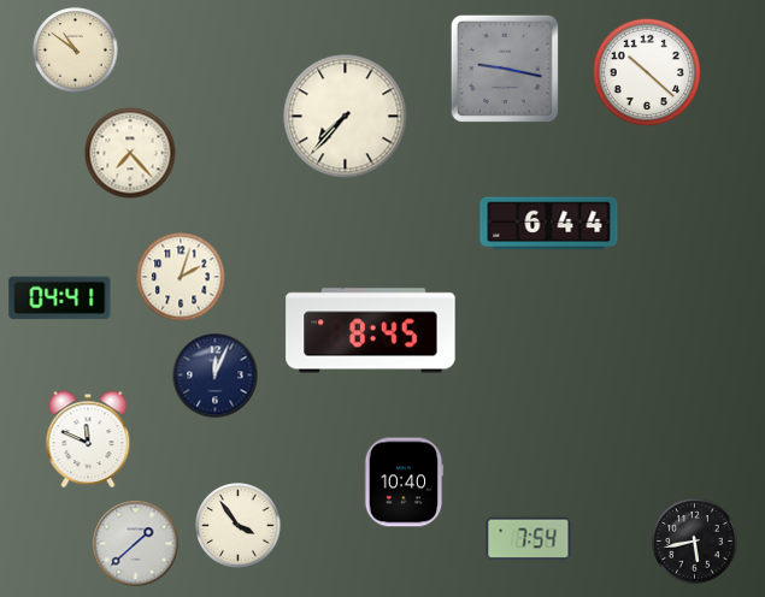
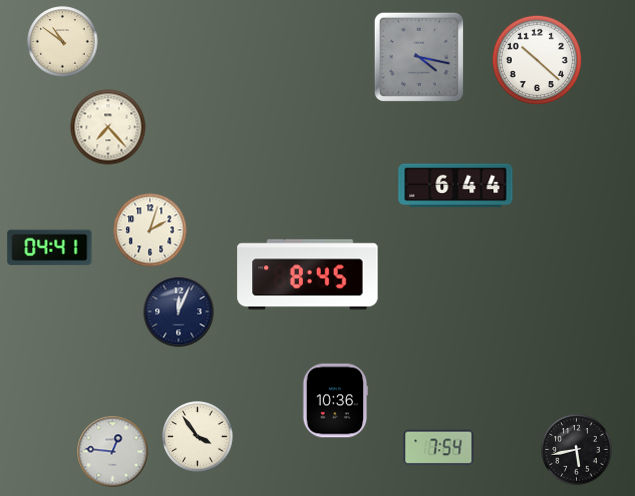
clock at (505, 69): 9:17 -> 4:17
clock at (346, 117): 7:37 -> none
clock at (88, 439): 11:49 -> none
clock at (404, 483): 10:40 -> 10:36
clock at (136, 544): 1:38 -> 12:46
